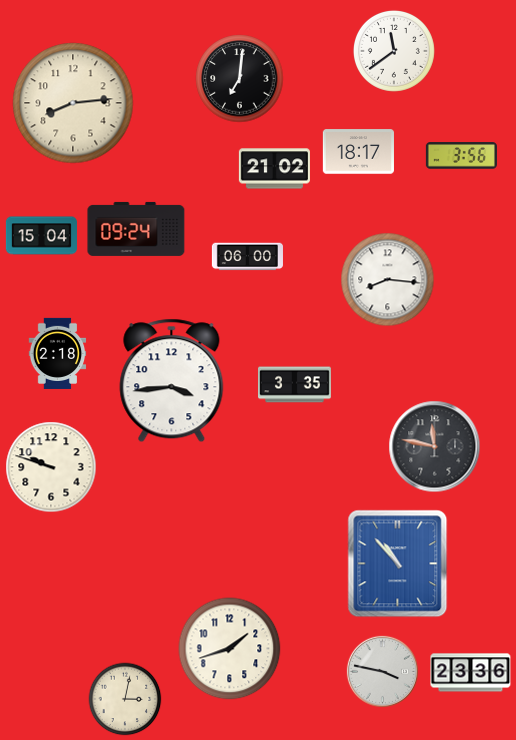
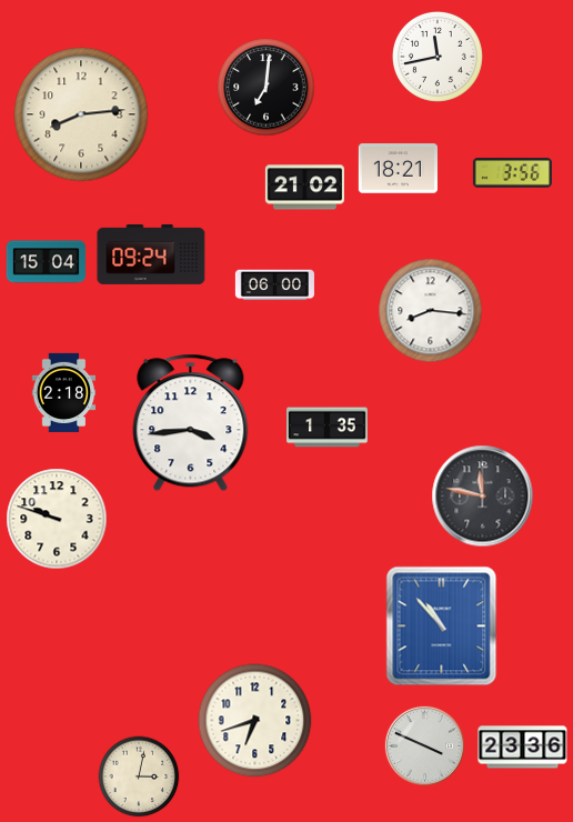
clock at (394, 51): 11:39 -> 11:43
clock at (358, 152): 18:17 -> 18:21
clock at (295, 385): 3:35 -> 1:35
clock at (230, 649): 1:42 -> 6:42
clock at (382, 671): 3:47 -> 3:49
